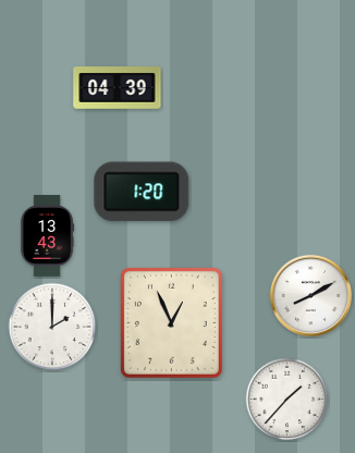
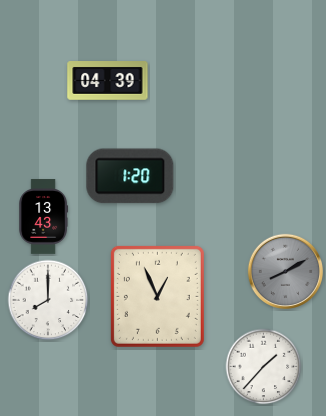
clock at (310, 295) dial: white -> grey
clock at (52, 327): 2:00 -> 8:00
